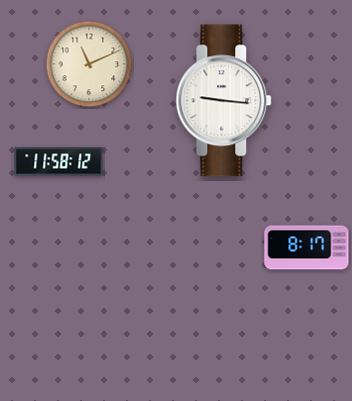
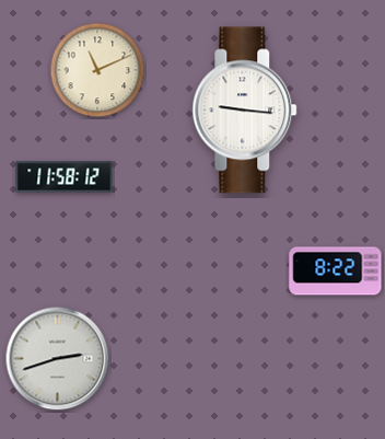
clock at (307, 248): 8:17 -> 8:22
clock at (58, 359): none -> 2:42
